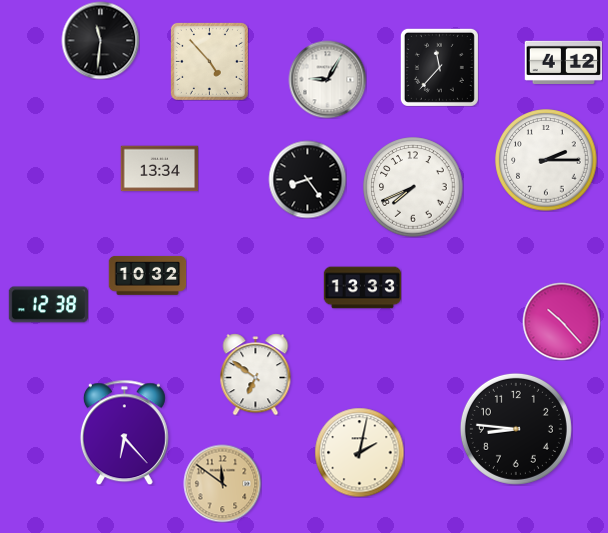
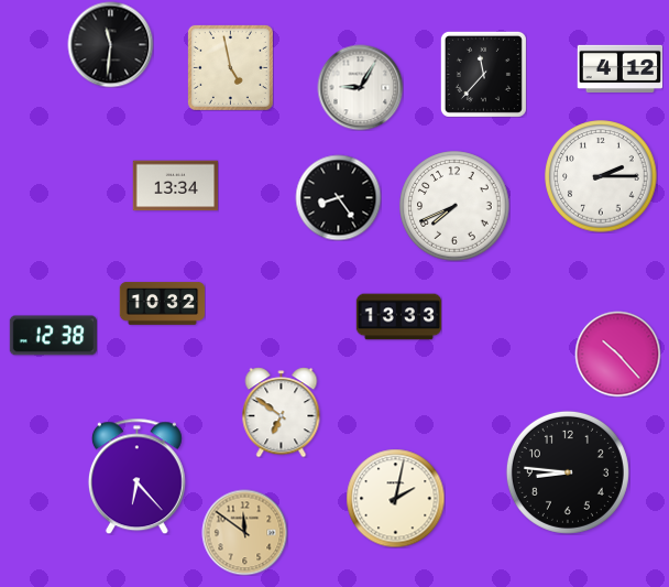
clock at (209, 61): 4:53 -> 4:58
